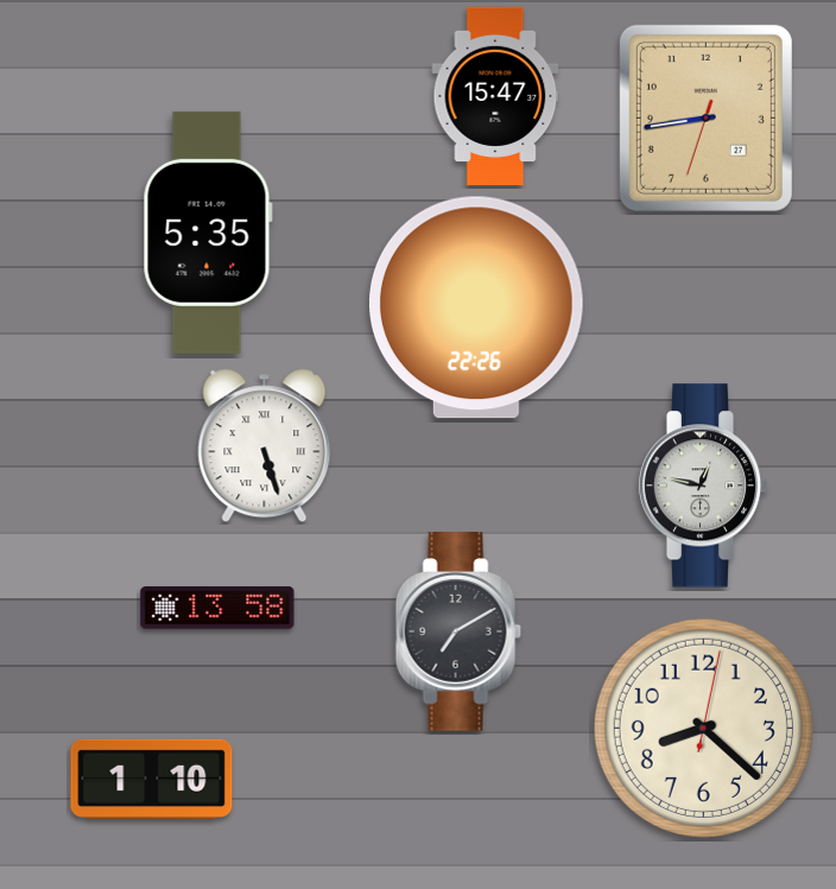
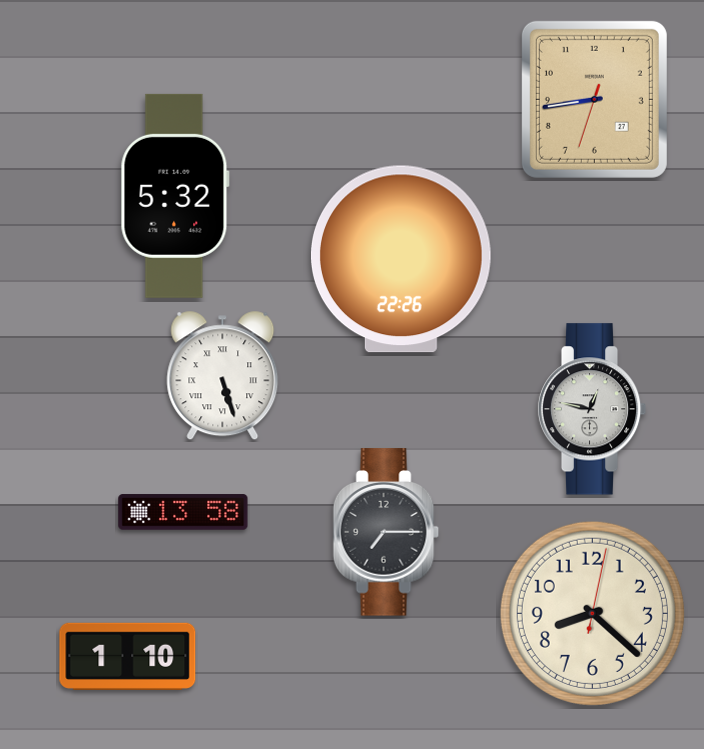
clock at (495, 96): 15:47 -> none
clock at (208, 233): 5:35 -> 5:32
clock at (458, 631): 7:10 -> 7:15
